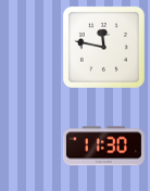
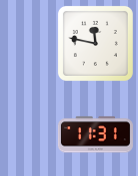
clock at (103, 147): 11:30 -> 11:31
